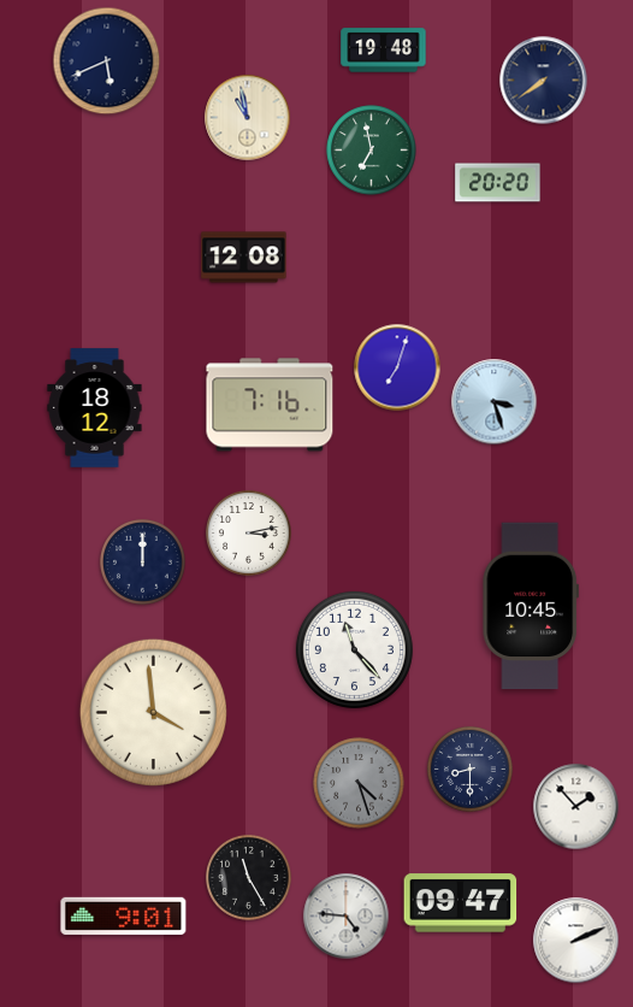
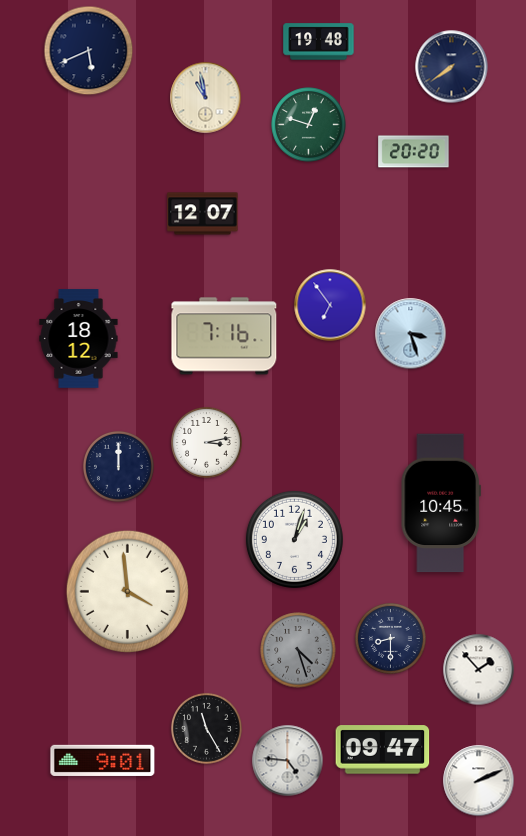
clock at (372, 151): 6:58 -> 12:48
clock at (244, 258): 12:08 -> 12:07
clock at (397, 367): 7:03 -> 6:54
clock at (354, 649): 11:23 -> 1:03
